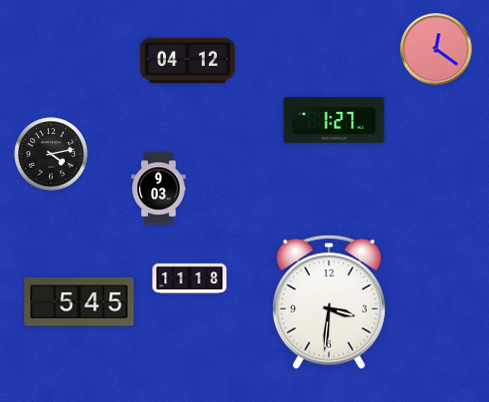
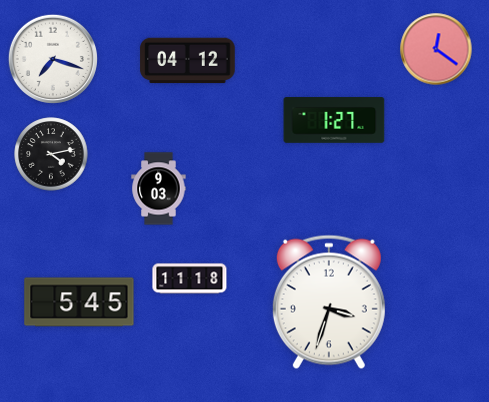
clock at (53, 59): none -> 7:18
clock at (329, 302): 3:31 -> 3:33
